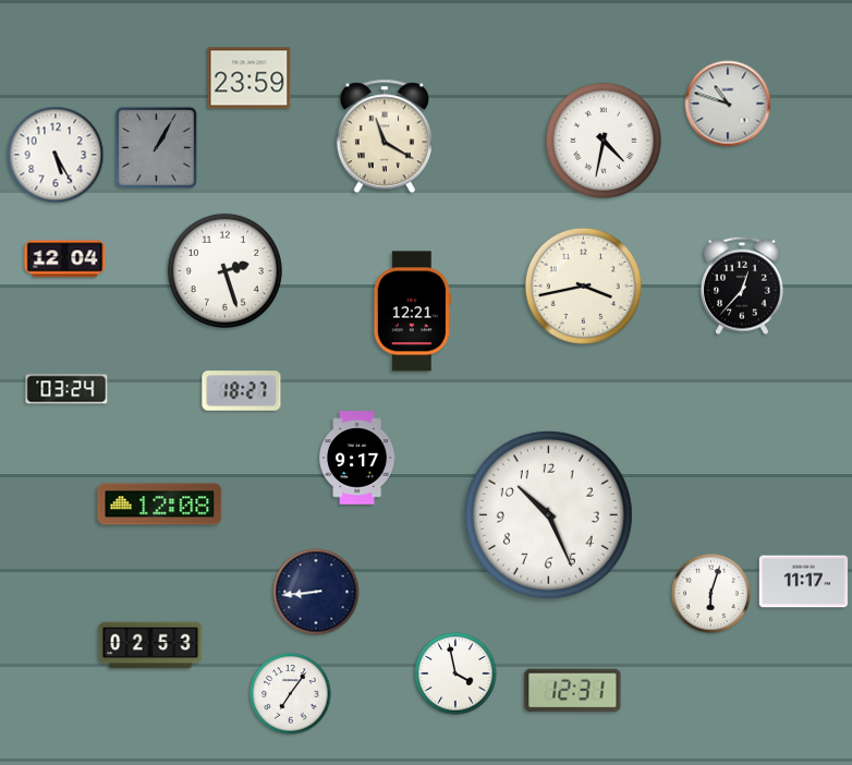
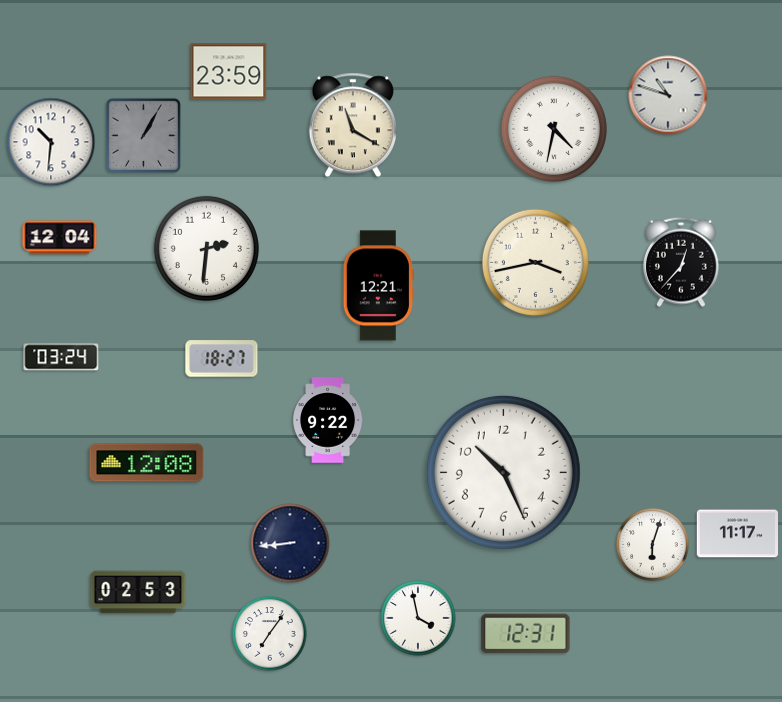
clock at (56, 155): 5:25 -> 10:31
clock at (224, 270): 2:27 -> 2:31
clock at (358, 458): 9:17 -> 9:22
clock at (291, 694) position: (291, 694) -> (270, 634)
